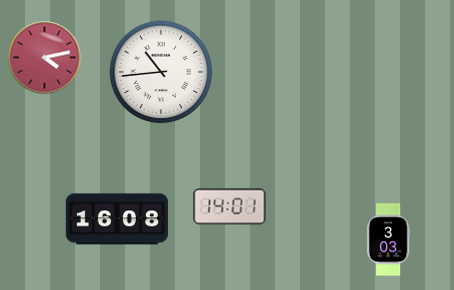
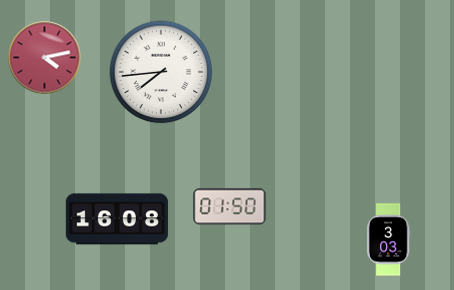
clock at (161, 72): 10:44 -> 7:44
clock at (230, 207): 14:01 -> 01:50
